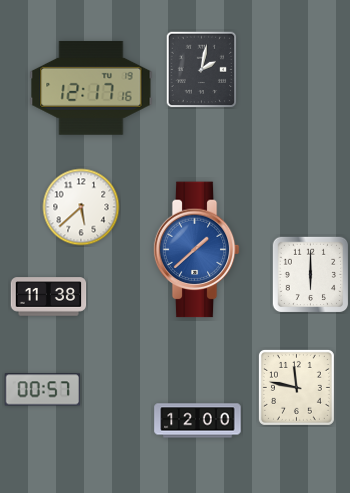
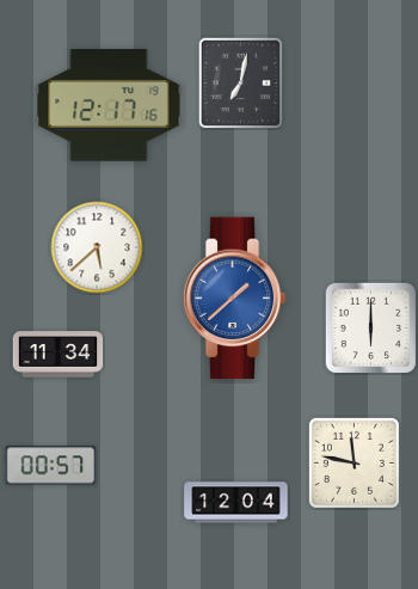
clock at (202, 70): 2:02 -> 7:02
clock at (49, 297): 11:38 -> 11:34
clock at (198, 421): 12:00 -> 12:04
